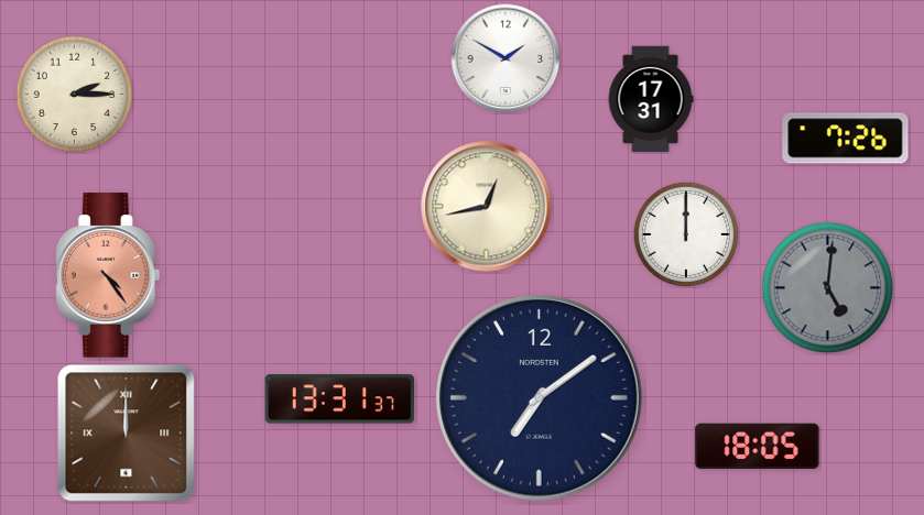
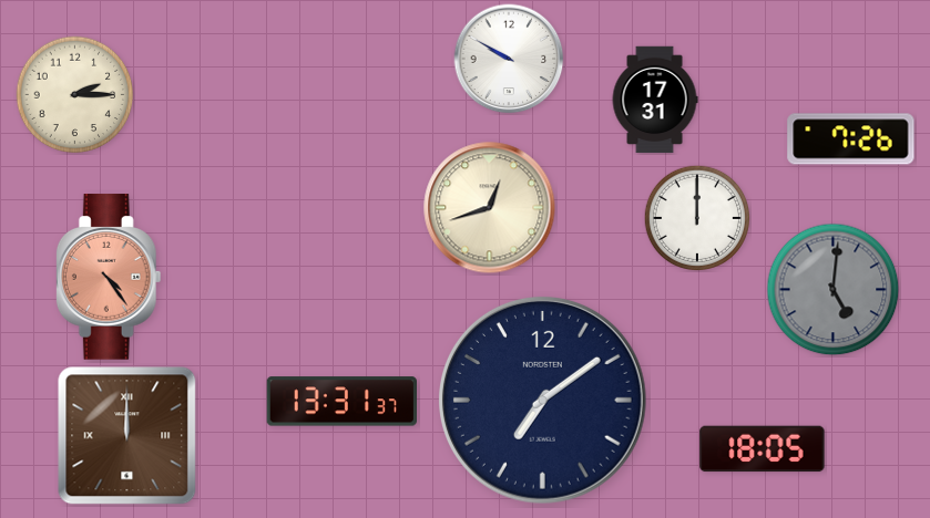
clock at (506, 58): 1:50 -> 9:50
clock at (487, 207): 12:43 -> 12:42
clock at (685, 233) position: (685, 233) -> (696, 217)
